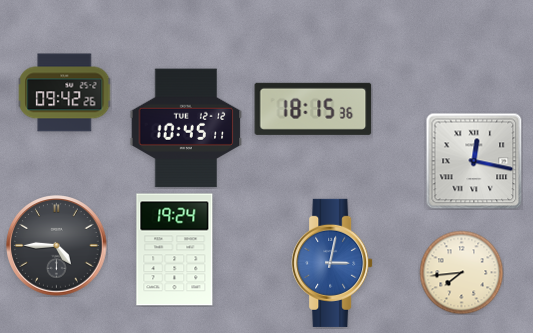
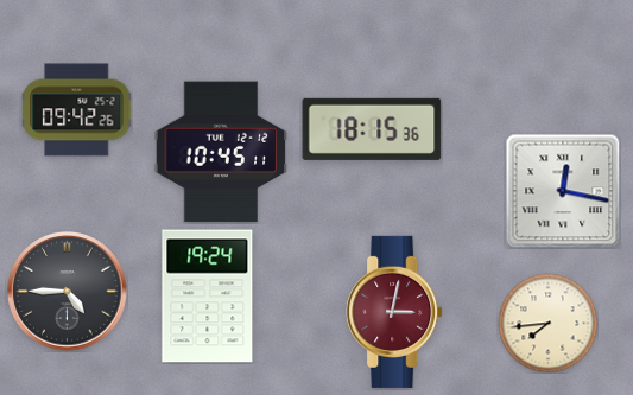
clock at (332, 263) dial: blue -> burgundy
